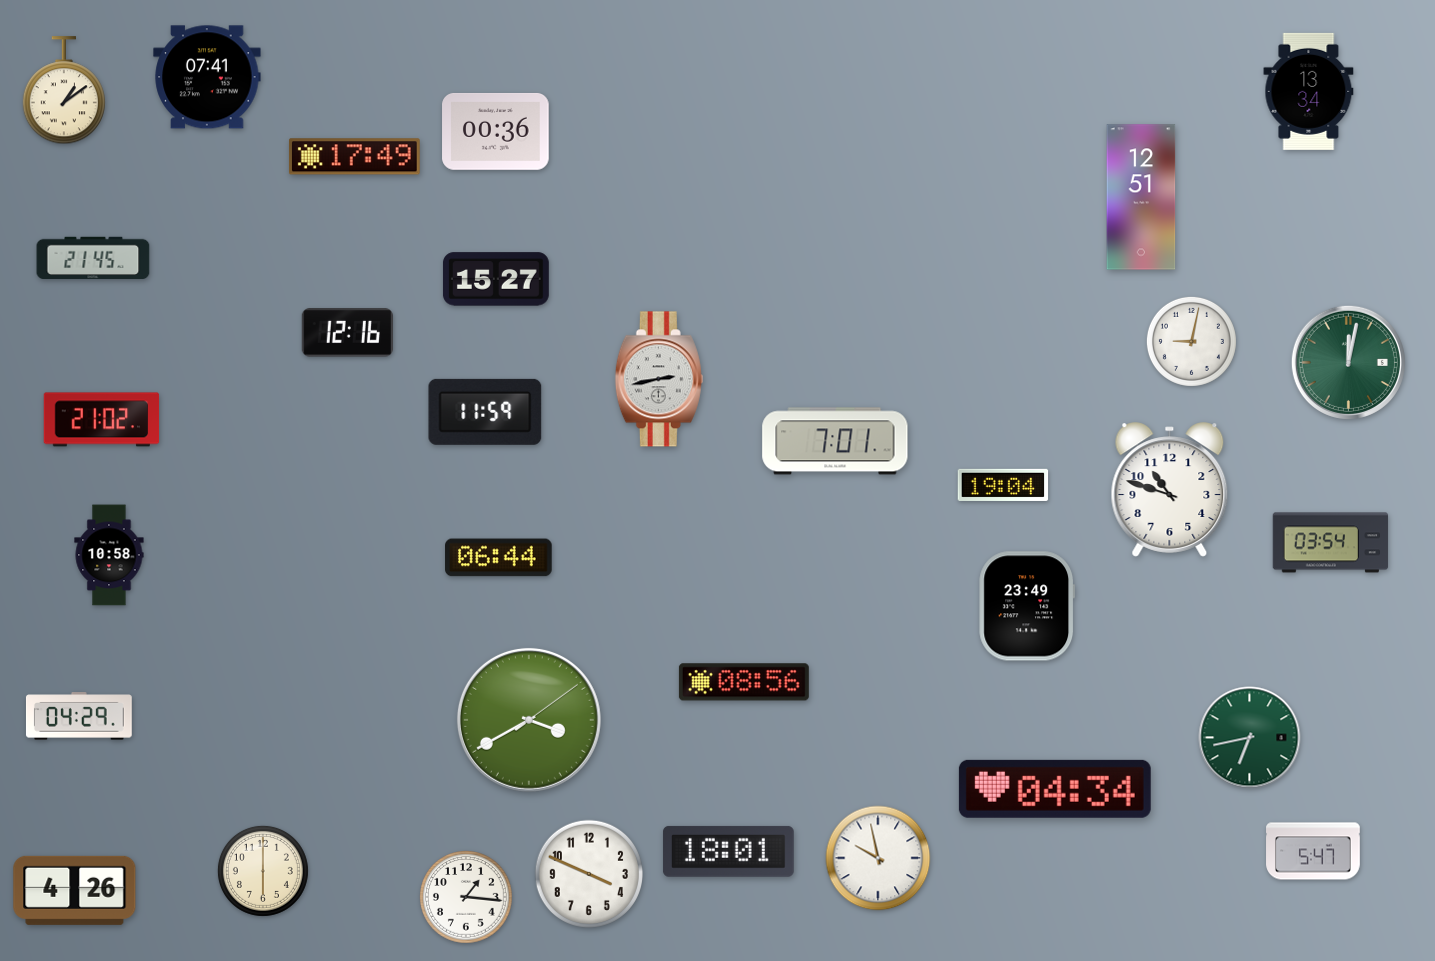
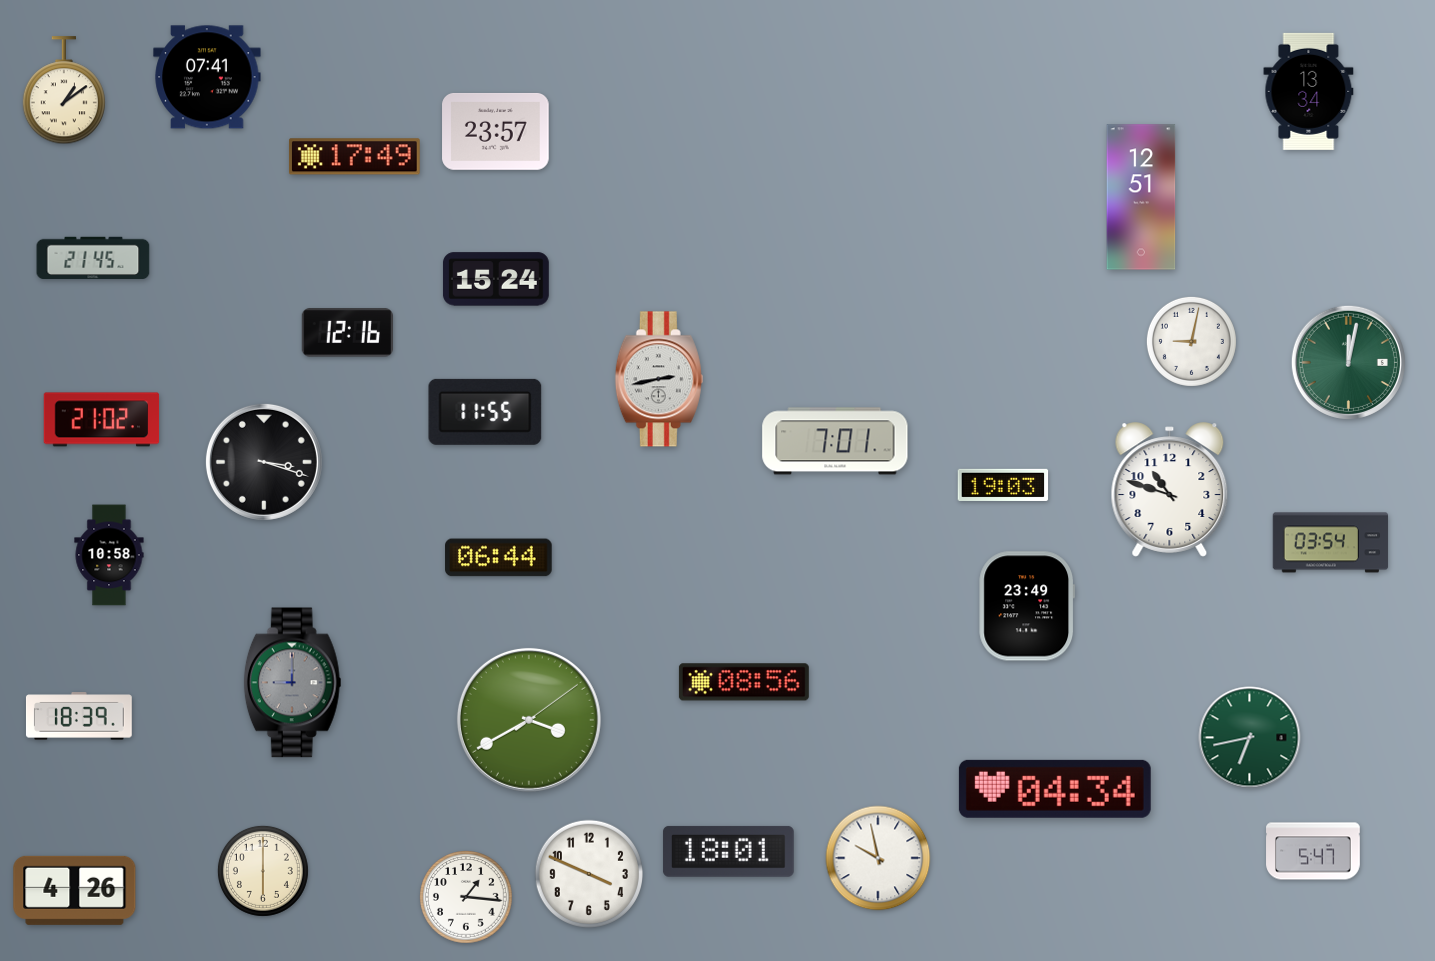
clock at (496, 131): 00:36 -> 23:57
clock at (496, 279): 15:27 -> 15:24
clock at (485, 412): 11:59 -> 11:55
clock at (264, 462): none -> 3:18
clock at (1003, 485): 19:04 -> 19:03
clock at (292, 683): none -> 9:00
clock at (79, 716): 04:29 -> 18:39
